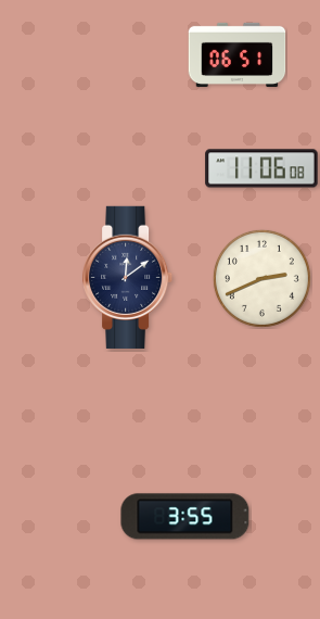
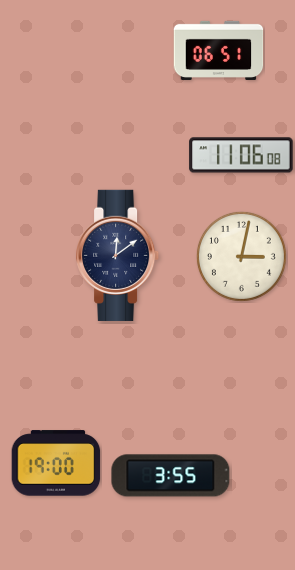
clock at (261, 278): 2:41 -> 3:02
clock at (56, 463): none -> 19:00
